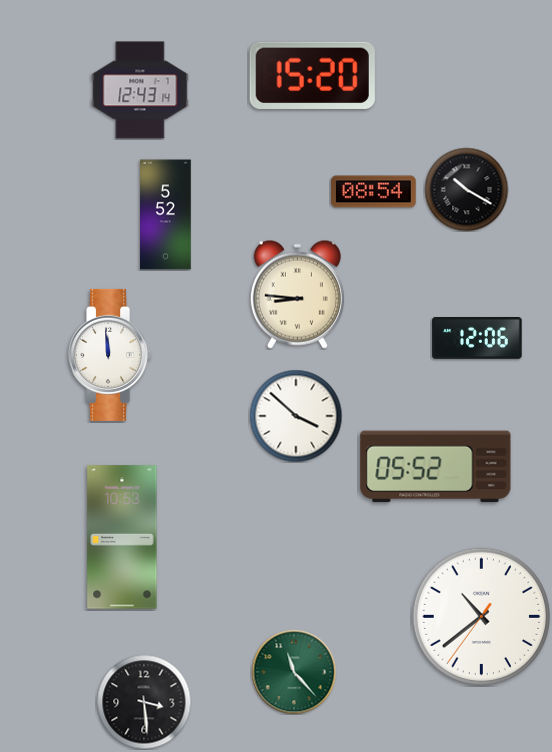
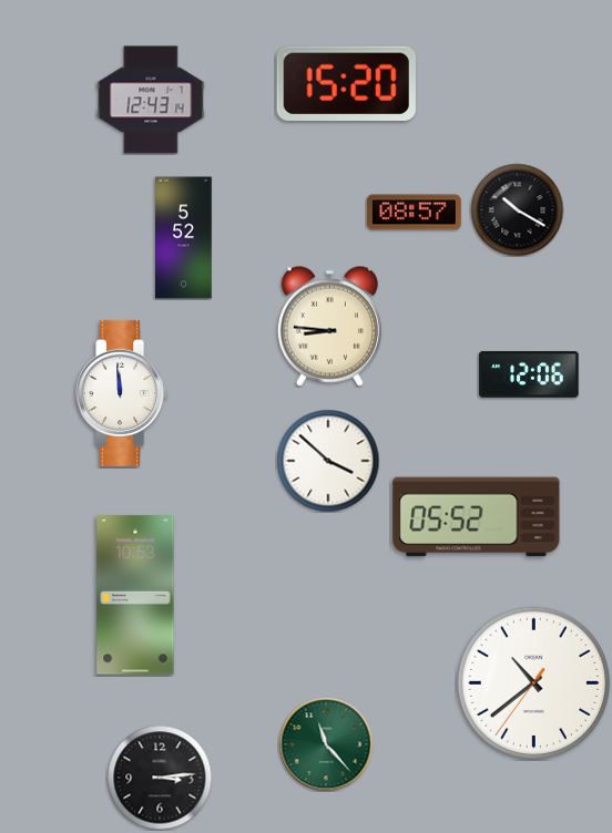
clock at (140, 90) position: (140, 90) -> (151, 100)
clock at (374, 192): 08:54 -> 08:57
clock at (436, 467) position: (436, 467) -> (477, 517)
clock at (144, 702): 3:29 -> 3:14
